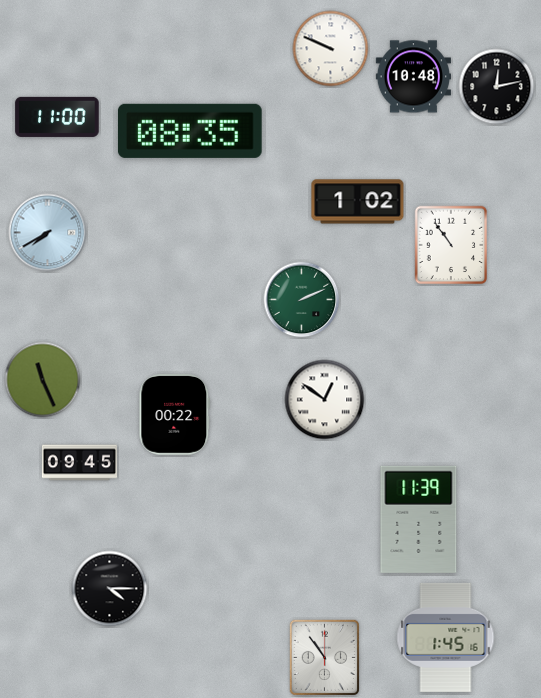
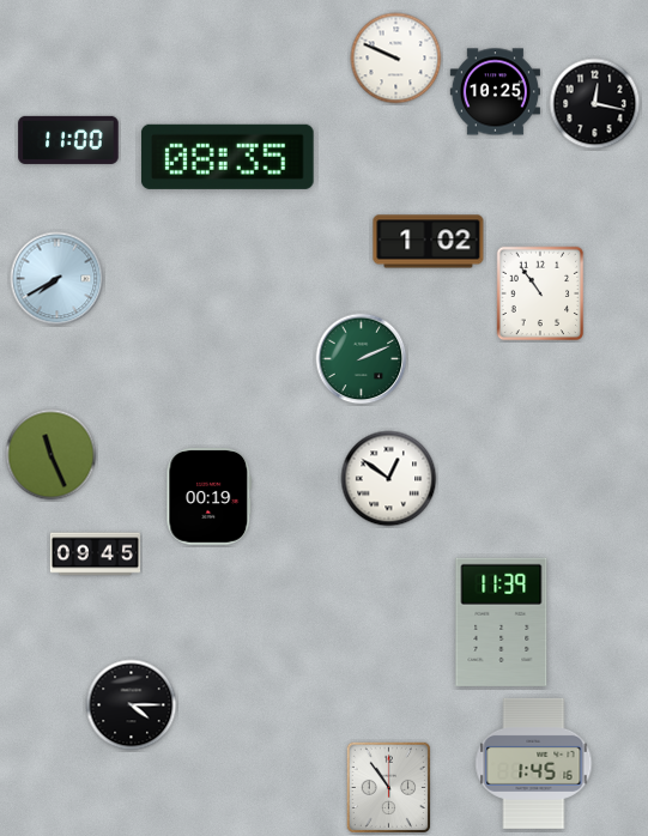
clock at (413, 77): 10:48 -> 10:25
clock at (497, 87): 12:13 -> 12:17
clock at (175, 415): 00:22 -> 00:19
